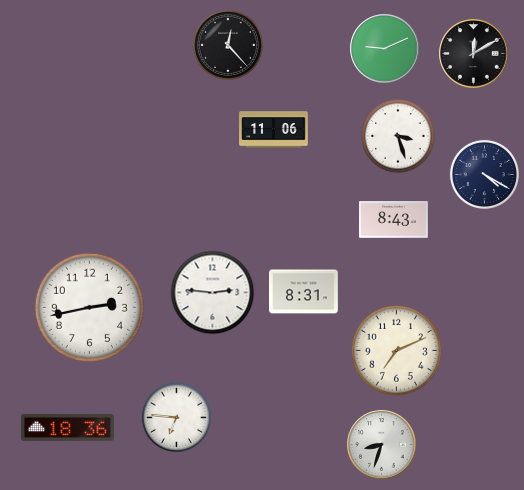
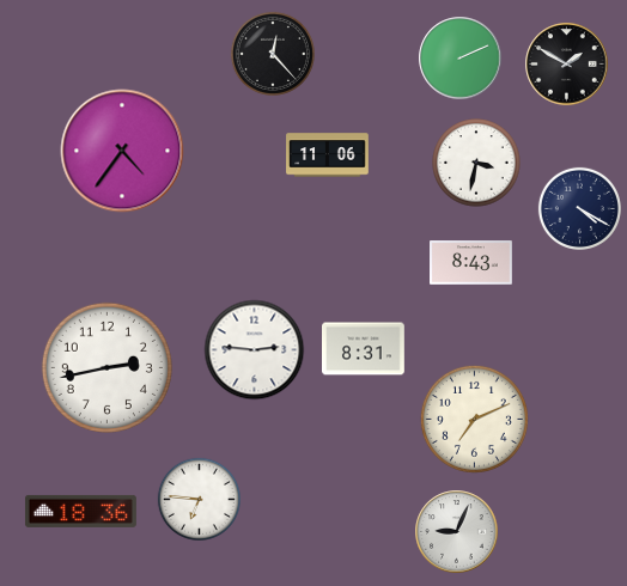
clock at (385, 49): 9:11 -> 2:11
clock at (474, 54): 12:10 -> 1:50
clock at (122, 151): none -> 4:36
clock at (398, 136): 3:27 -> 3:32
clock at (176, 417) position: (176, 417) -> (199, 499)
clock at (382, 445): 8:33 -> 9:04
